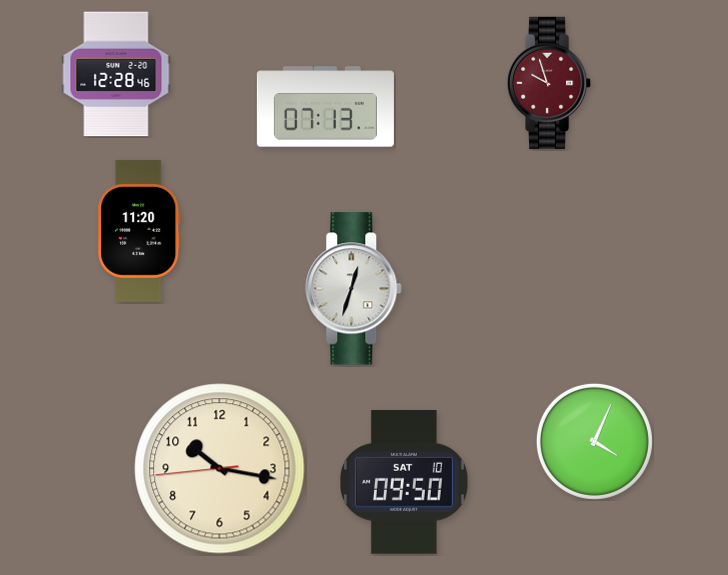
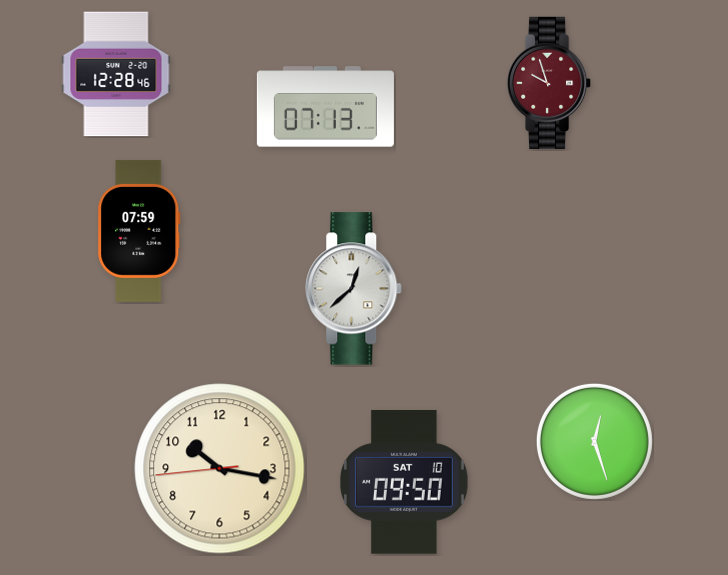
clock at (139, 231): 11:20 -> 07:59
clock at (354, 289): 12:33 -> 12:38
clock at (594, 441): 4:04 -> 12:27
